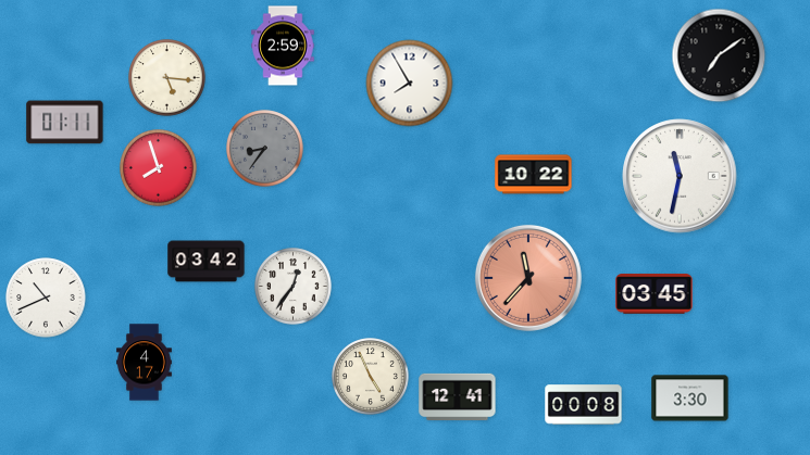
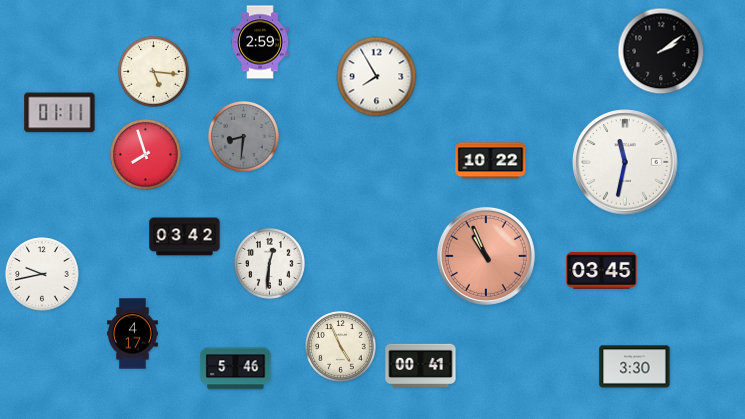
clock at (719, 55): 7:09 -> 2:09
clock at (265, 149): 8:36 -> 8:31
clock at (207, 262) position: (207, 262) -> (185, 237)
clock at (528, 278): 11:37 -> 10:56
clock at (294, 287): 12:36 -> 12:31
clock at (46, 298): 10:41 -> 9:43
clock at (458, 397): 12:41 -> 00:41
clock at (236, 369): none -> 5:46
clock at (584, 405): 00:08 -> none
